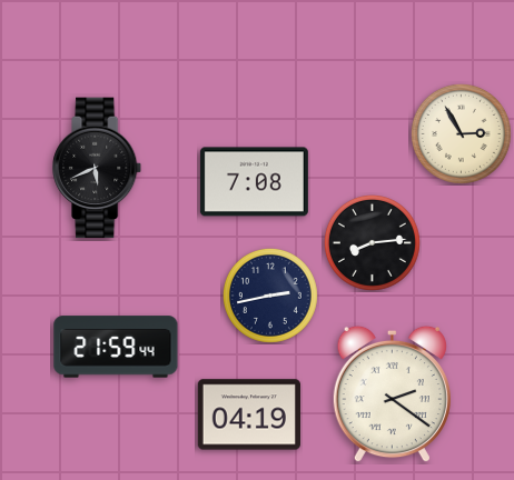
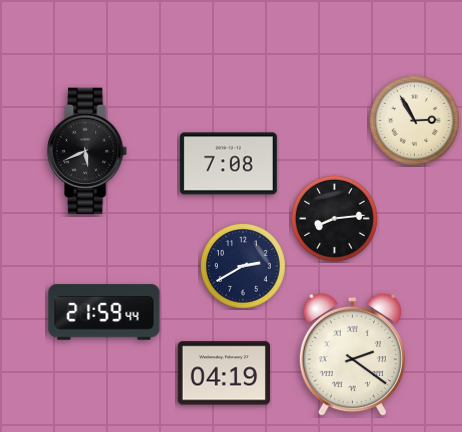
clock at (270, 296): 2:43 -> 2:40
